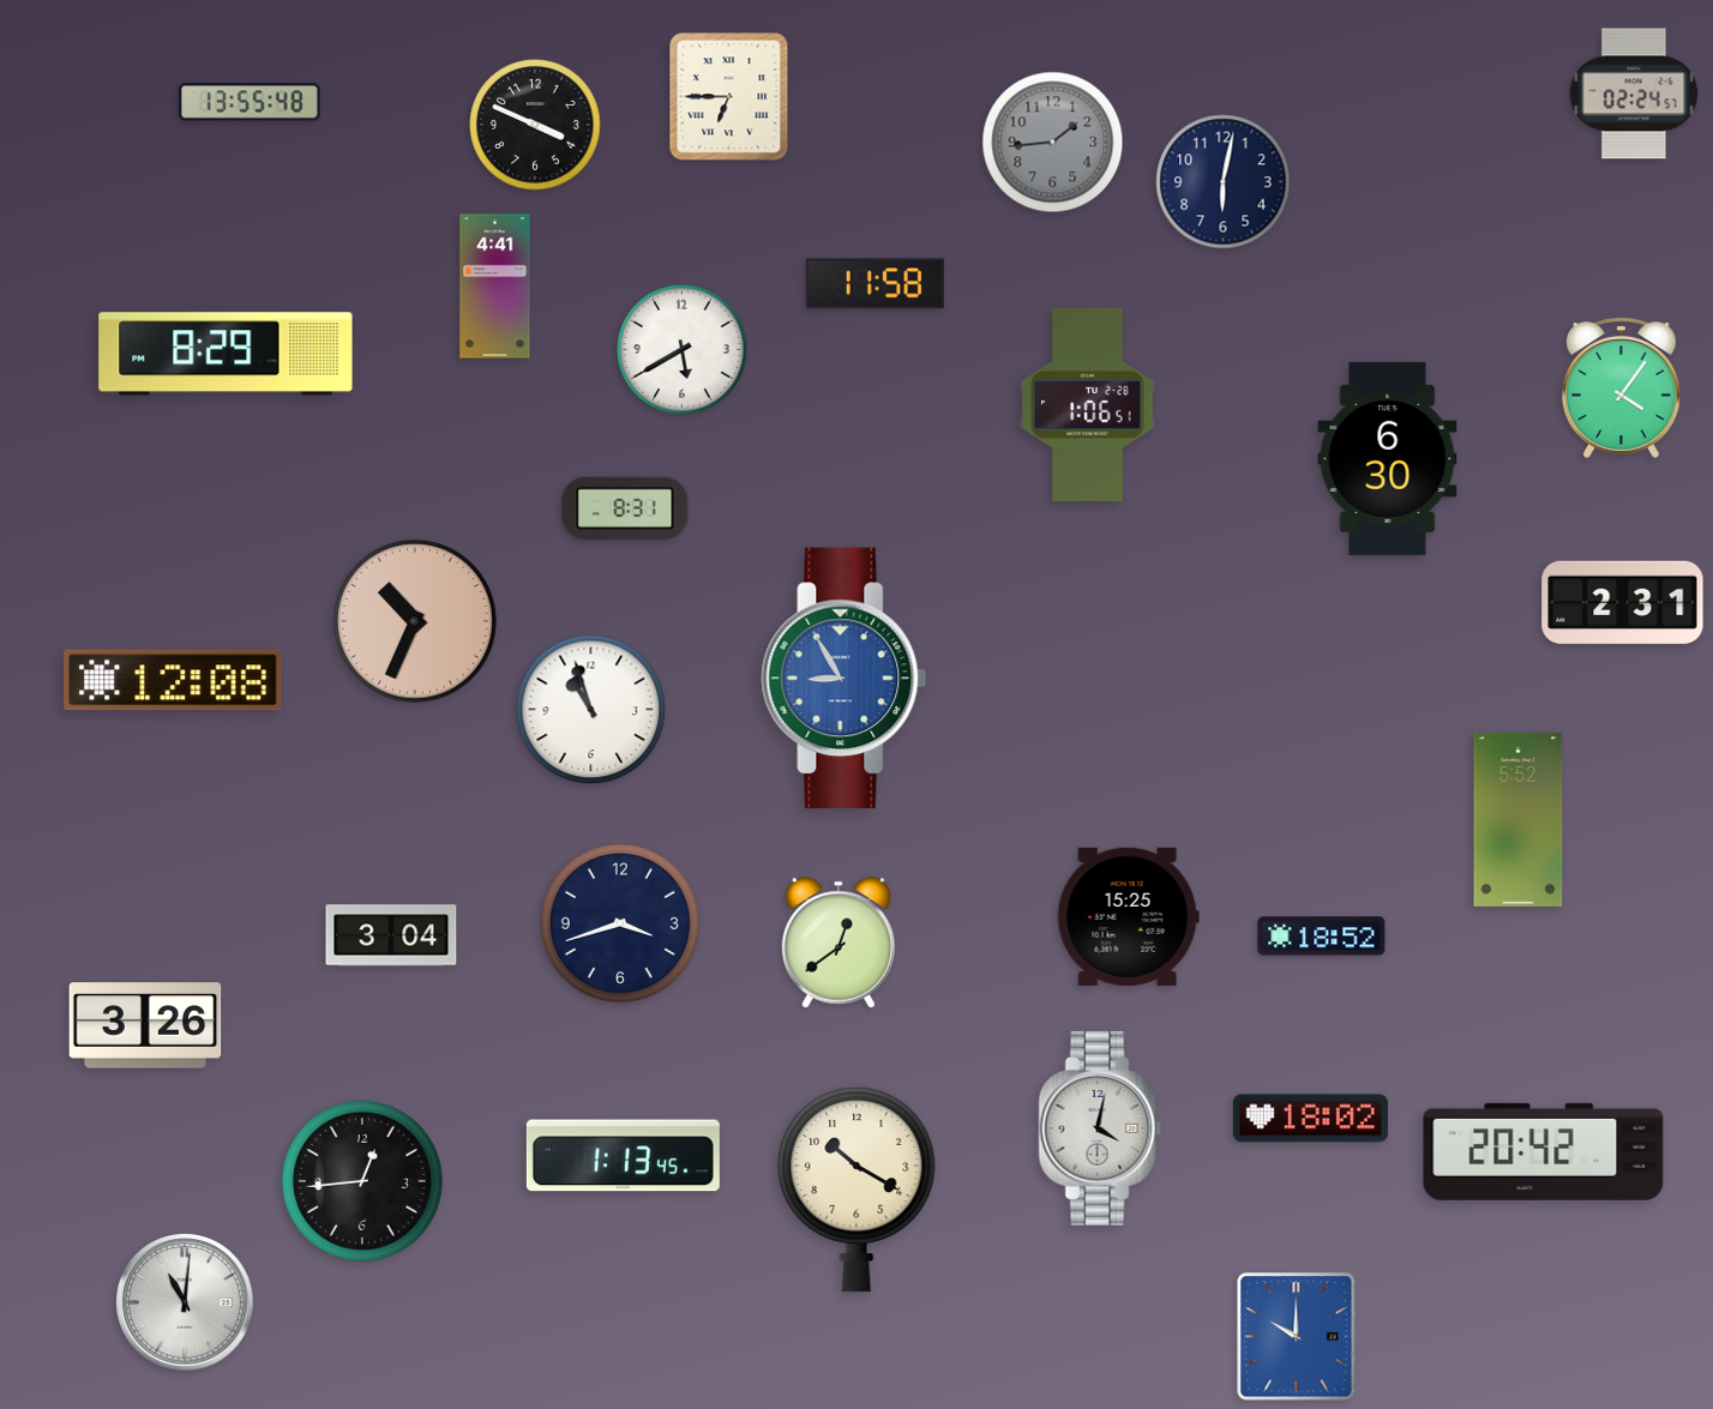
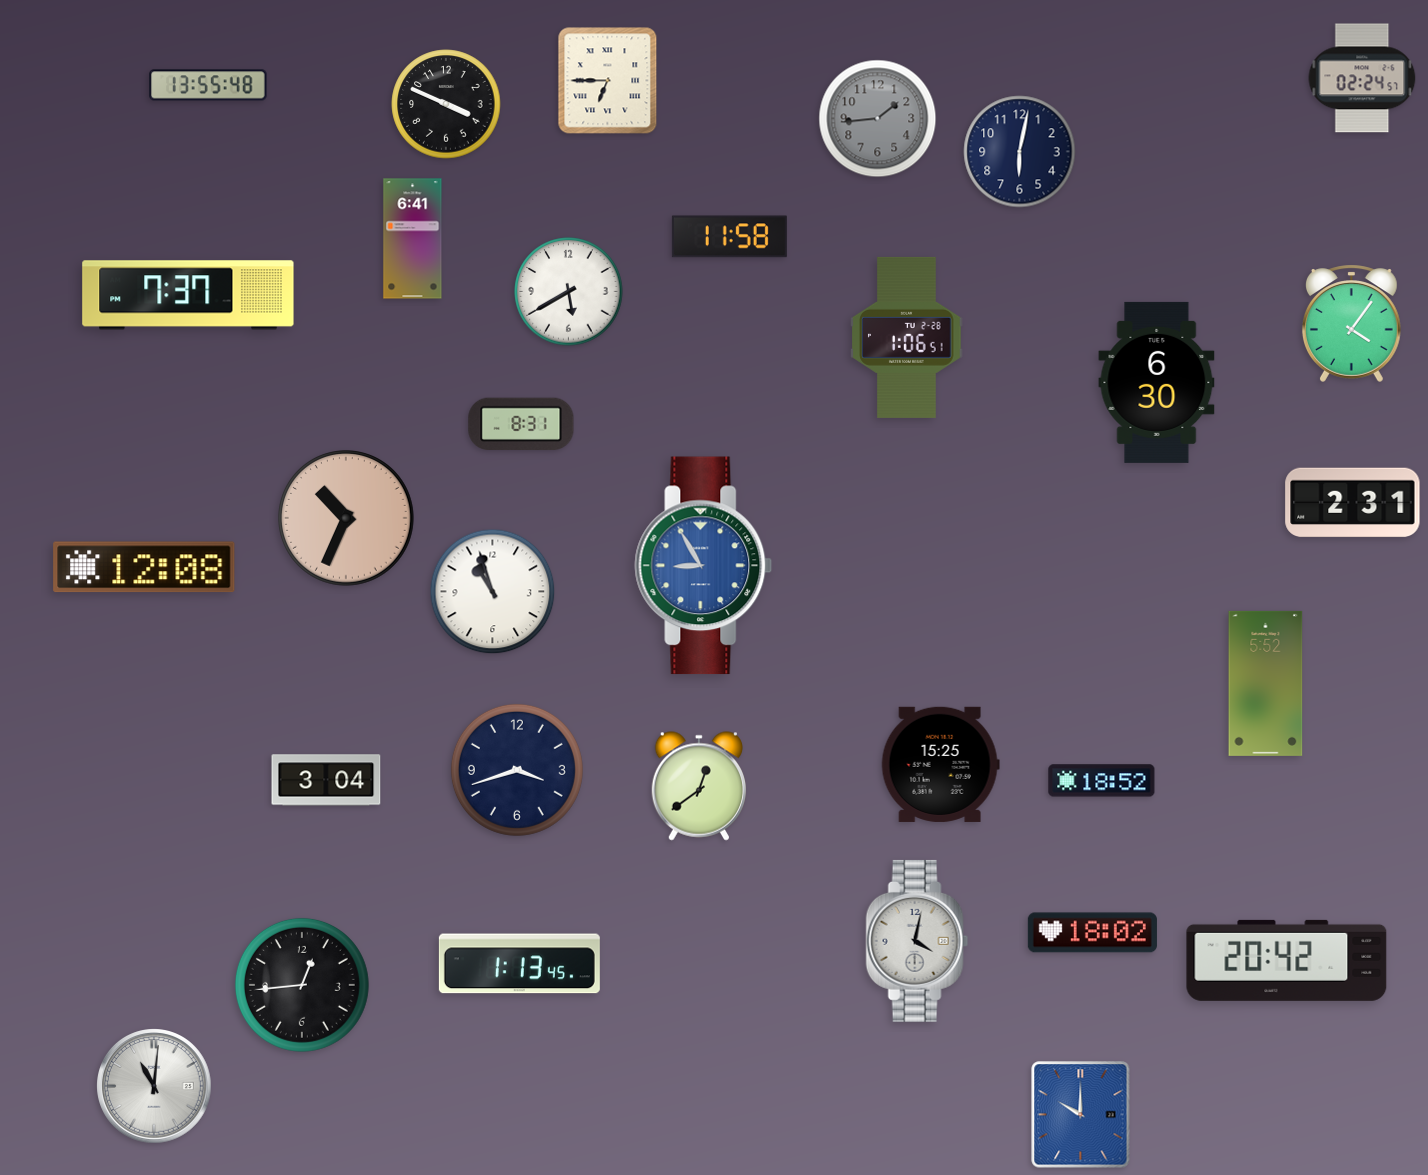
clock at (495, 287): 4:41 -> 6:41
clock at (226, 354): 8:29 -> 7:37
clock at (145, 1025): 3:26 -> none
clock at (856, 1190): 10:20 -> none
